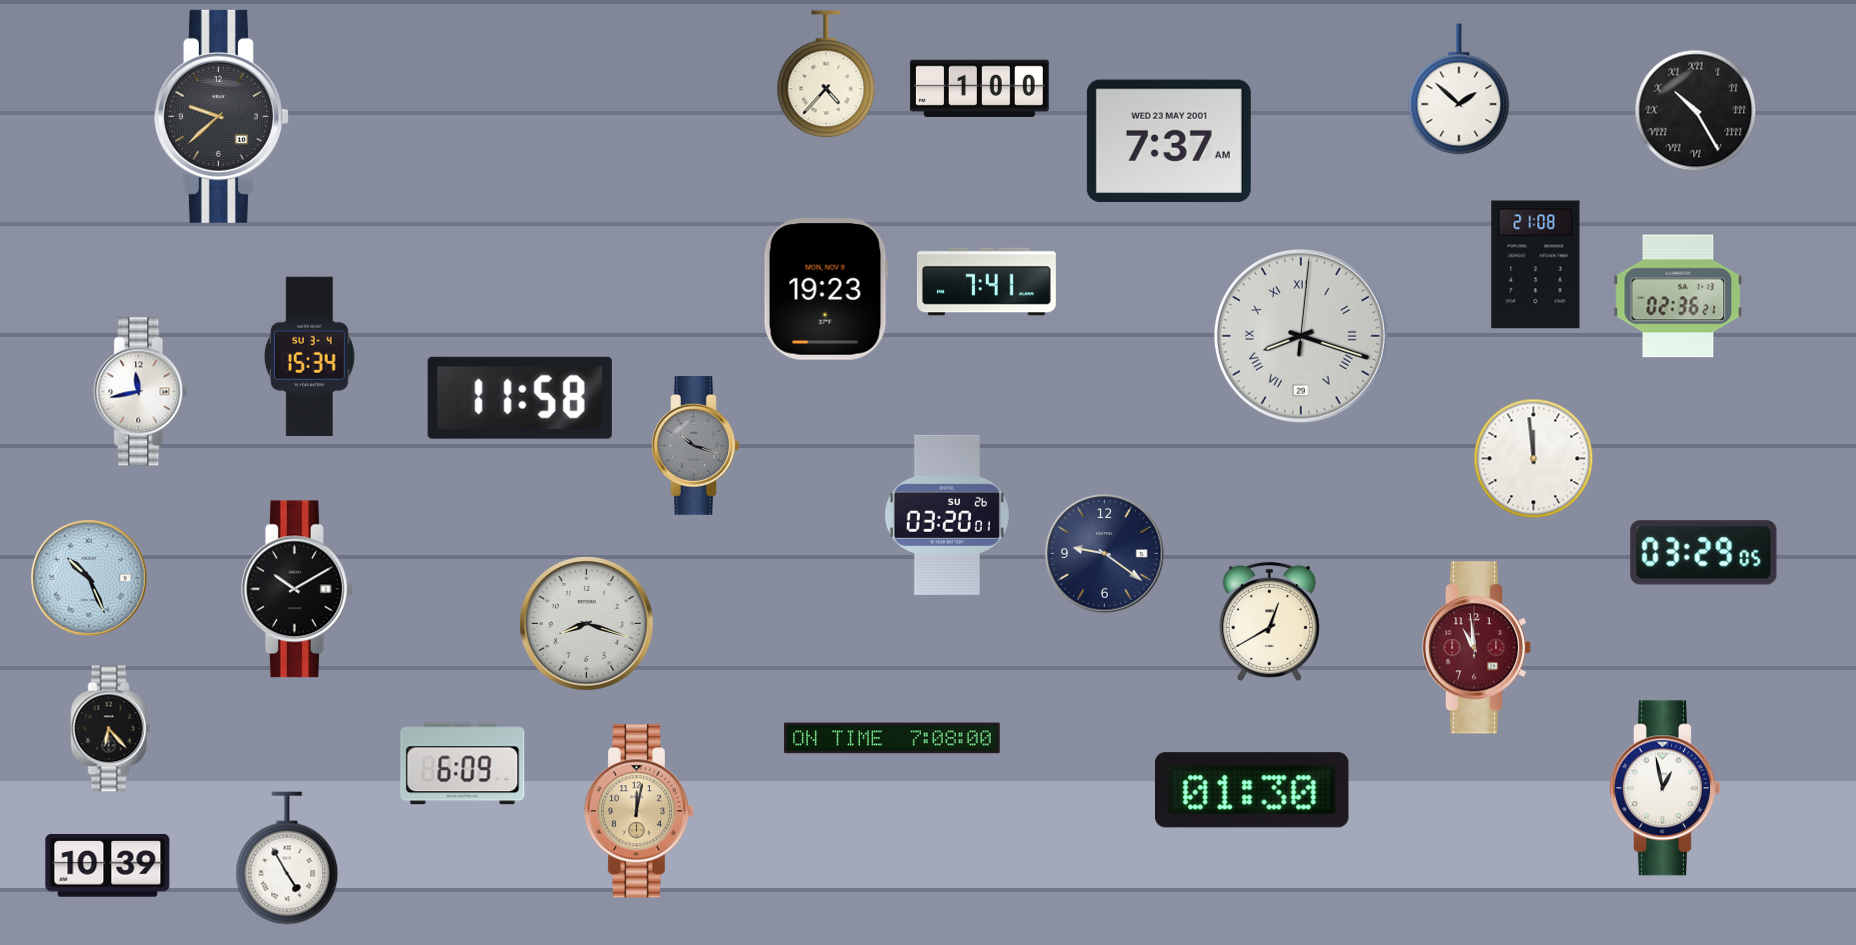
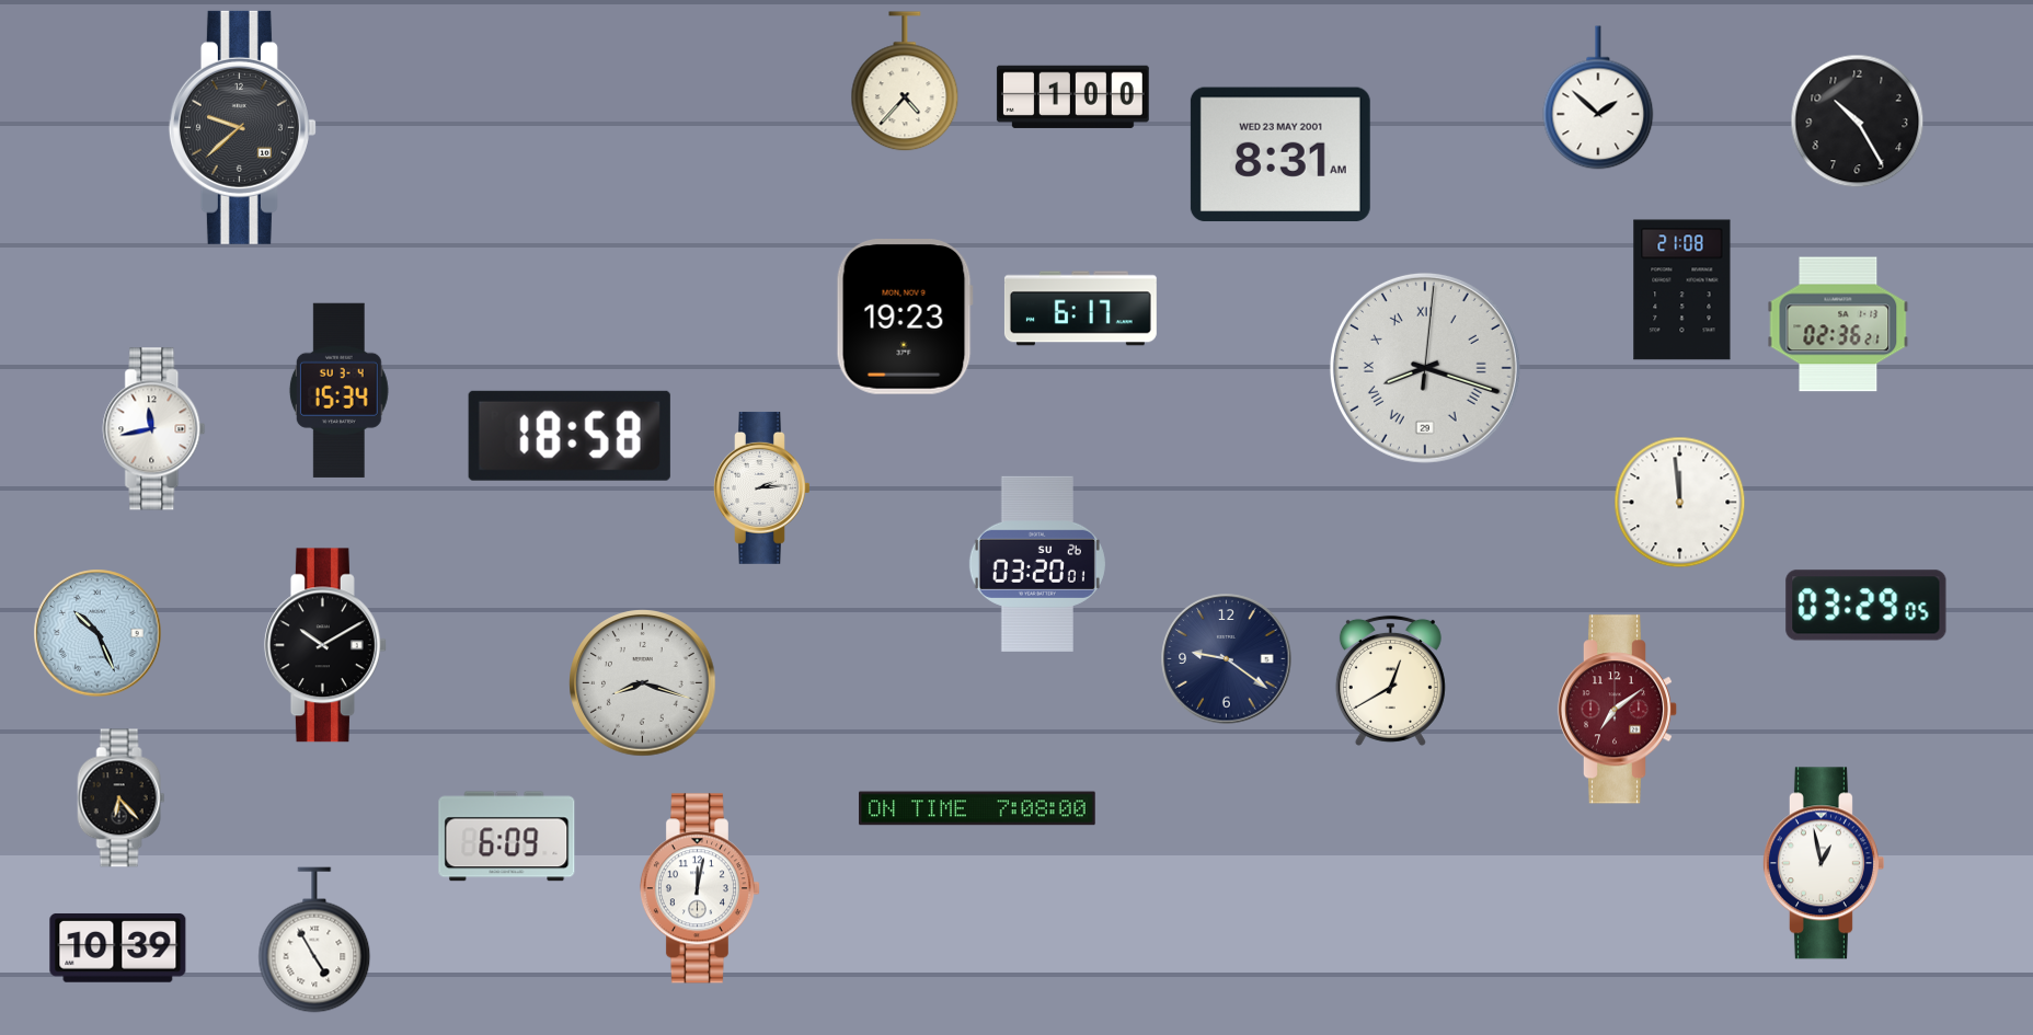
clock at (1696, 111) numerals: Roman -> Arabic
clock at (1169, 141): 7:37 -> 8:31
clock at (986, 282): 7:41 -> 6:17
clock at (520, 398): 11:58 -> 18:58
clock at (696, 445): 10:18 -> 2:14
clock at (696, 445) dial: grey -> white
clock at (1105, 554) position: (1105, 554) -> (1227, 659)
clock at (1477, 648): 10:59 -> 7:09
clock at (1253, 790): 01:30 -> none
clock at (638, 811) dial: champagne -> white
